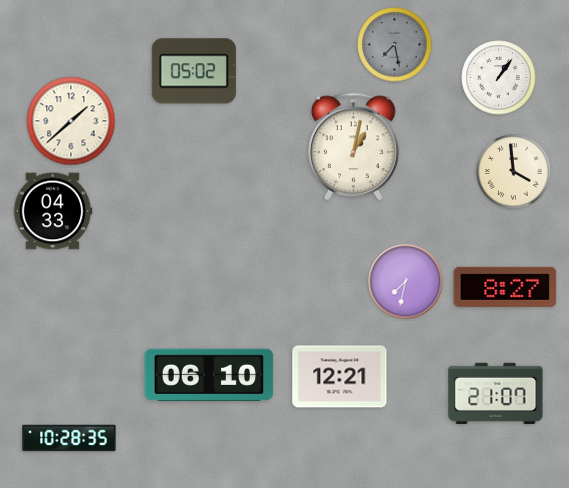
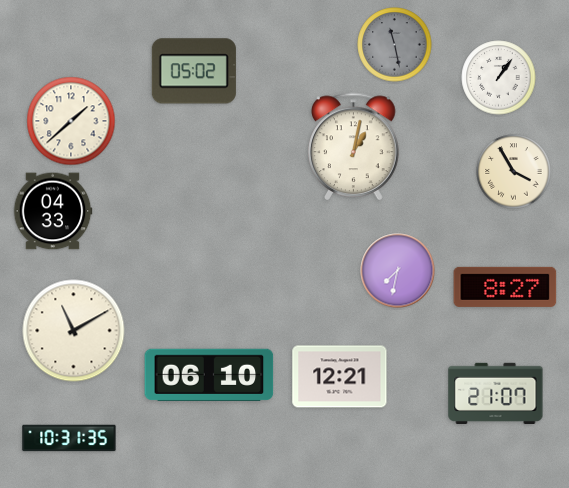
clock at (395, 45): 7:28 -> 11:28
clock at (514, 172): 3:59 -> 3:55
clock at (406, 282) position: (406, 282) -> (398, 271)
clock at (74, 331): none -> 11:10
clock at (69, 438): 10:28 -> 10:31
